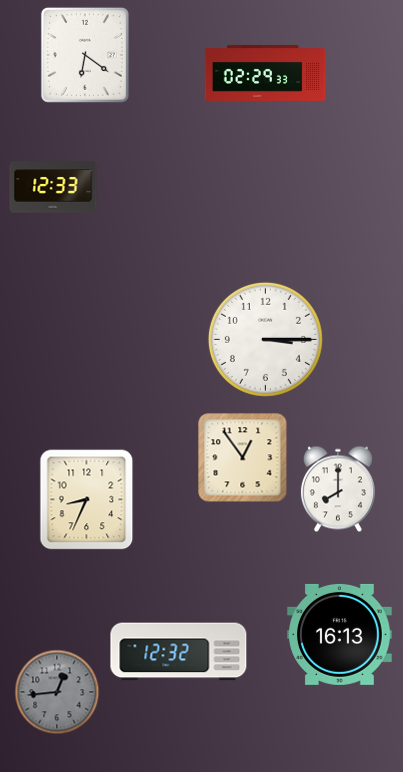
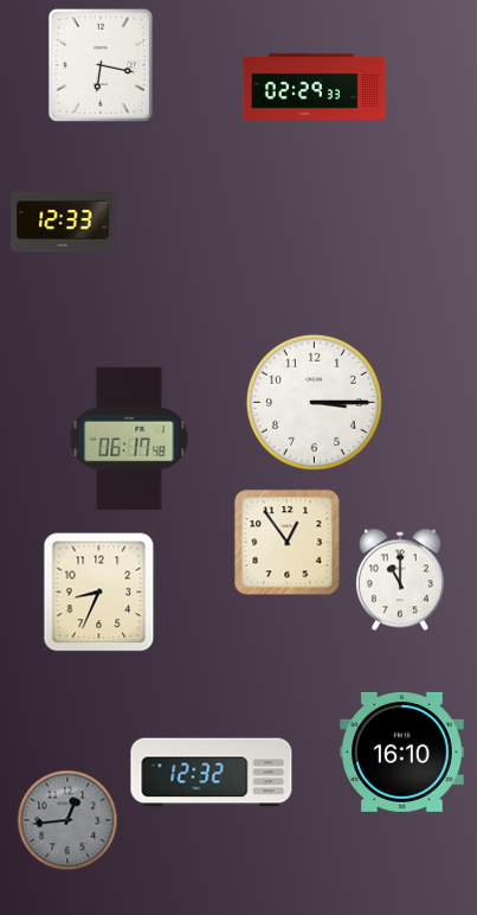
clock at (85, 55): 6:21 -> 6:17
clock at (129, 439): none -> 06:17
clock at (338, 489): 8:00 -> 11:00
clock at (87, 500) position: (87, 500) -> (99, 593)
clock at (340, 634): 16:13 -> 16:10
